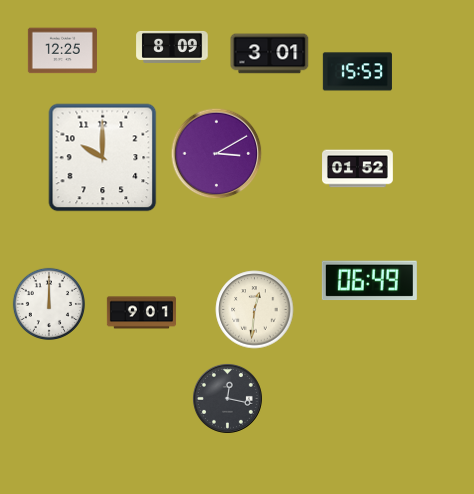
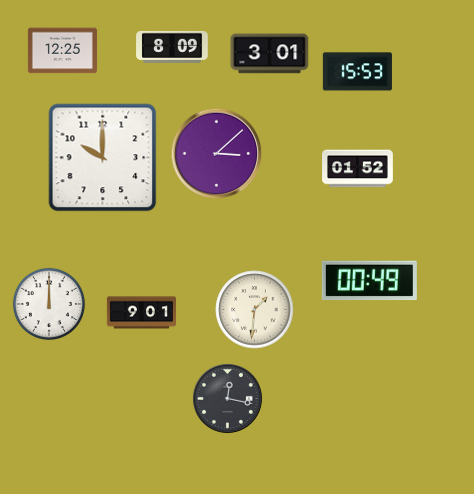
clock at (217, 154): 3:10 -> 3:08
clock at (369, 281): 06:49 -> 00:49
clock at (255, 310): 12:31 -> 1:31
